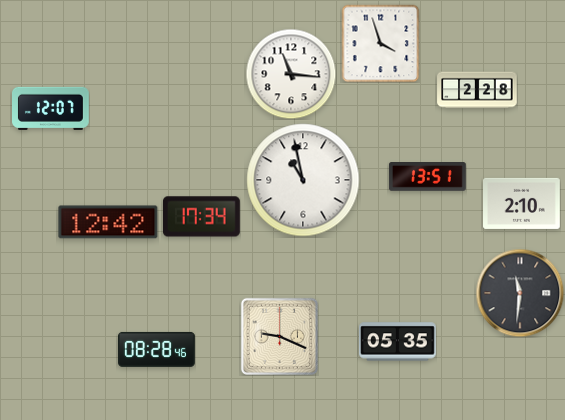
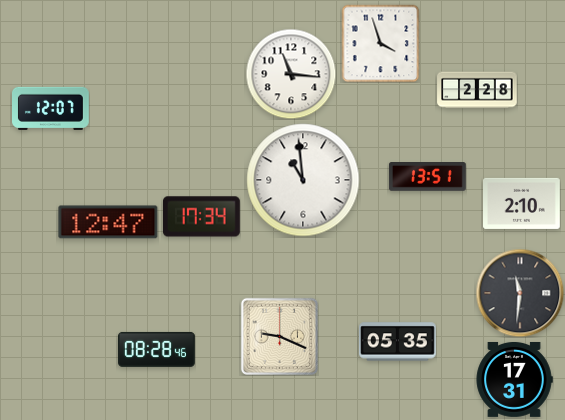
clock at (303, 180): 10:58 -> 10:59
clock at (108, 222): 12:42 -> 12:47
clock at (514, 379): none -> 17:31
